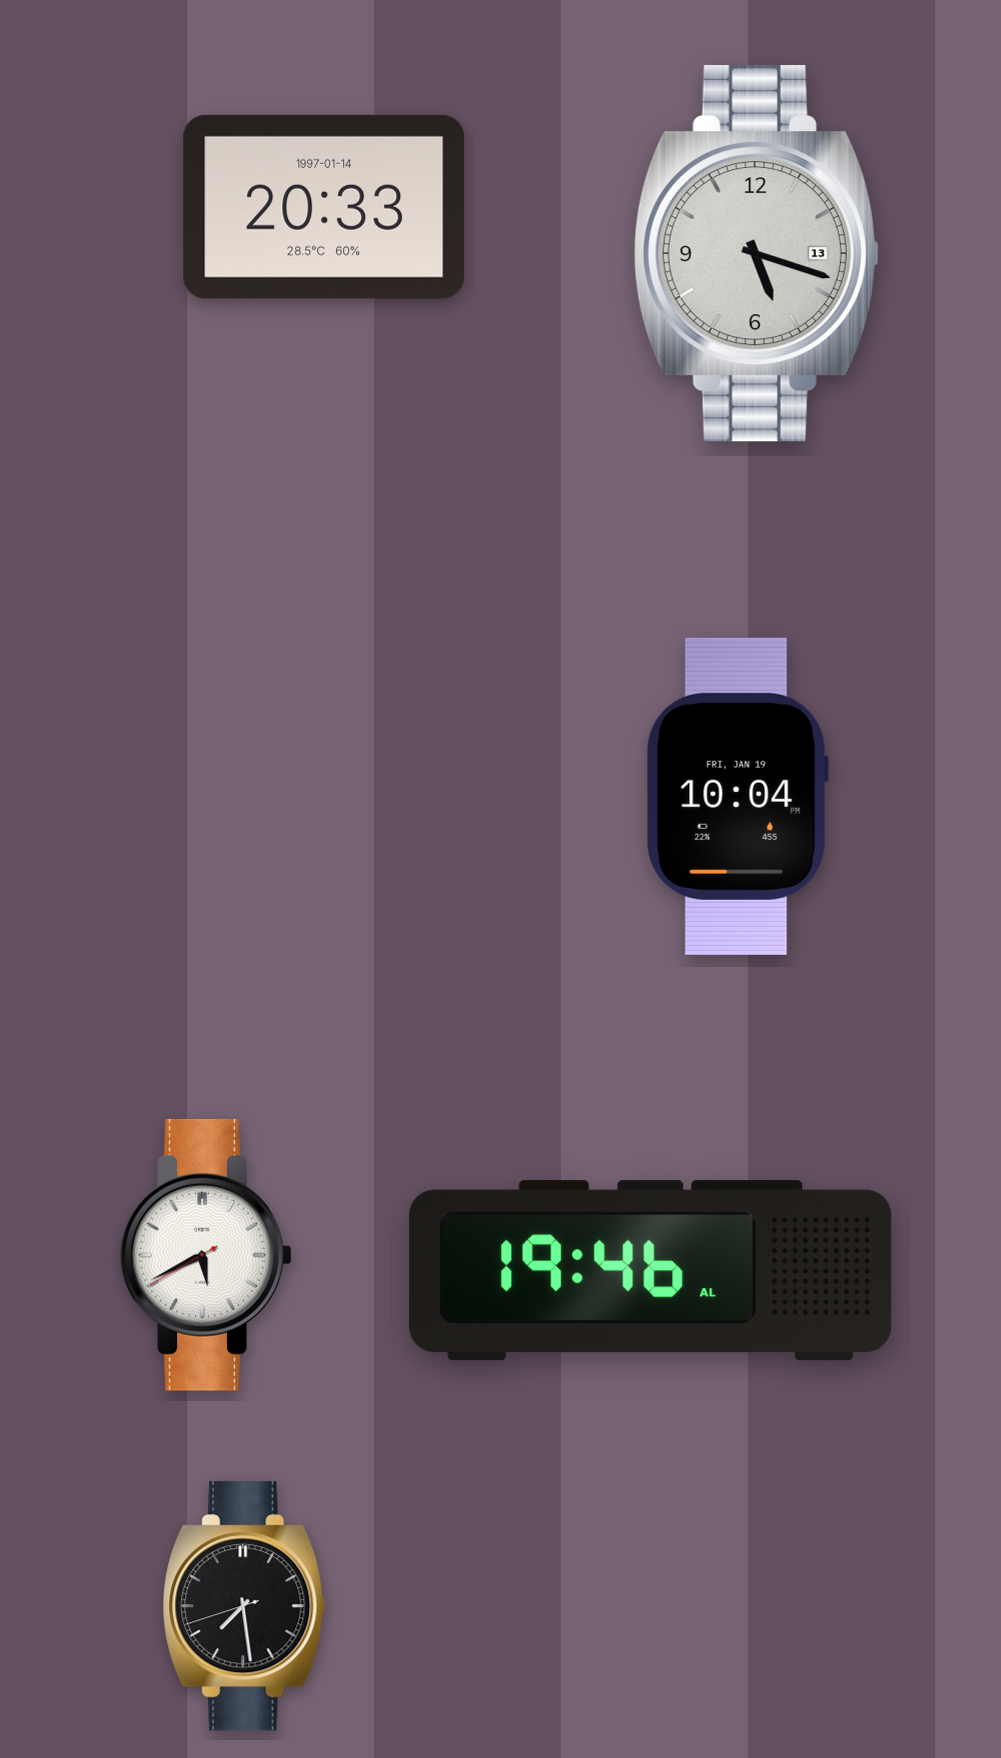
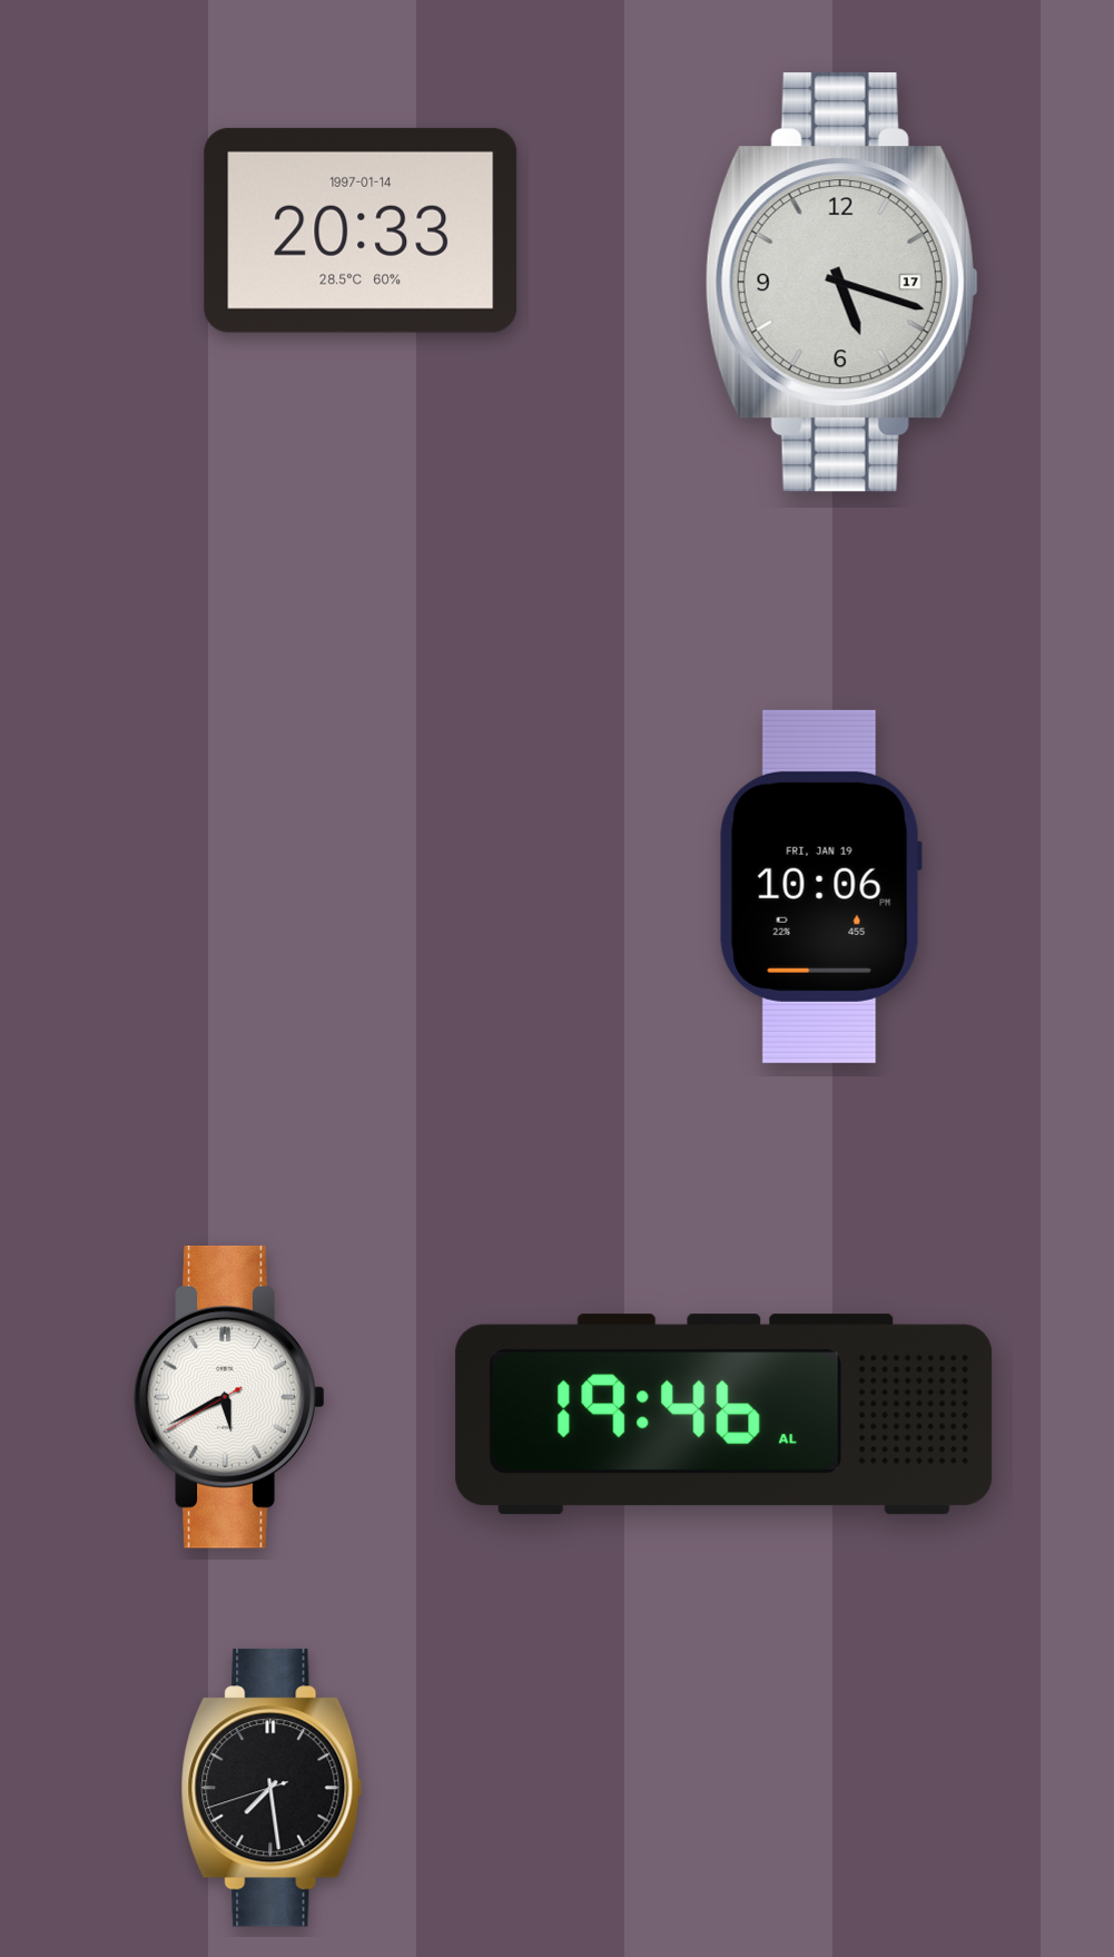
clock at (756, 253) date: 13 -> 17
clock at (737, 796): 10:04 -> 10:06
